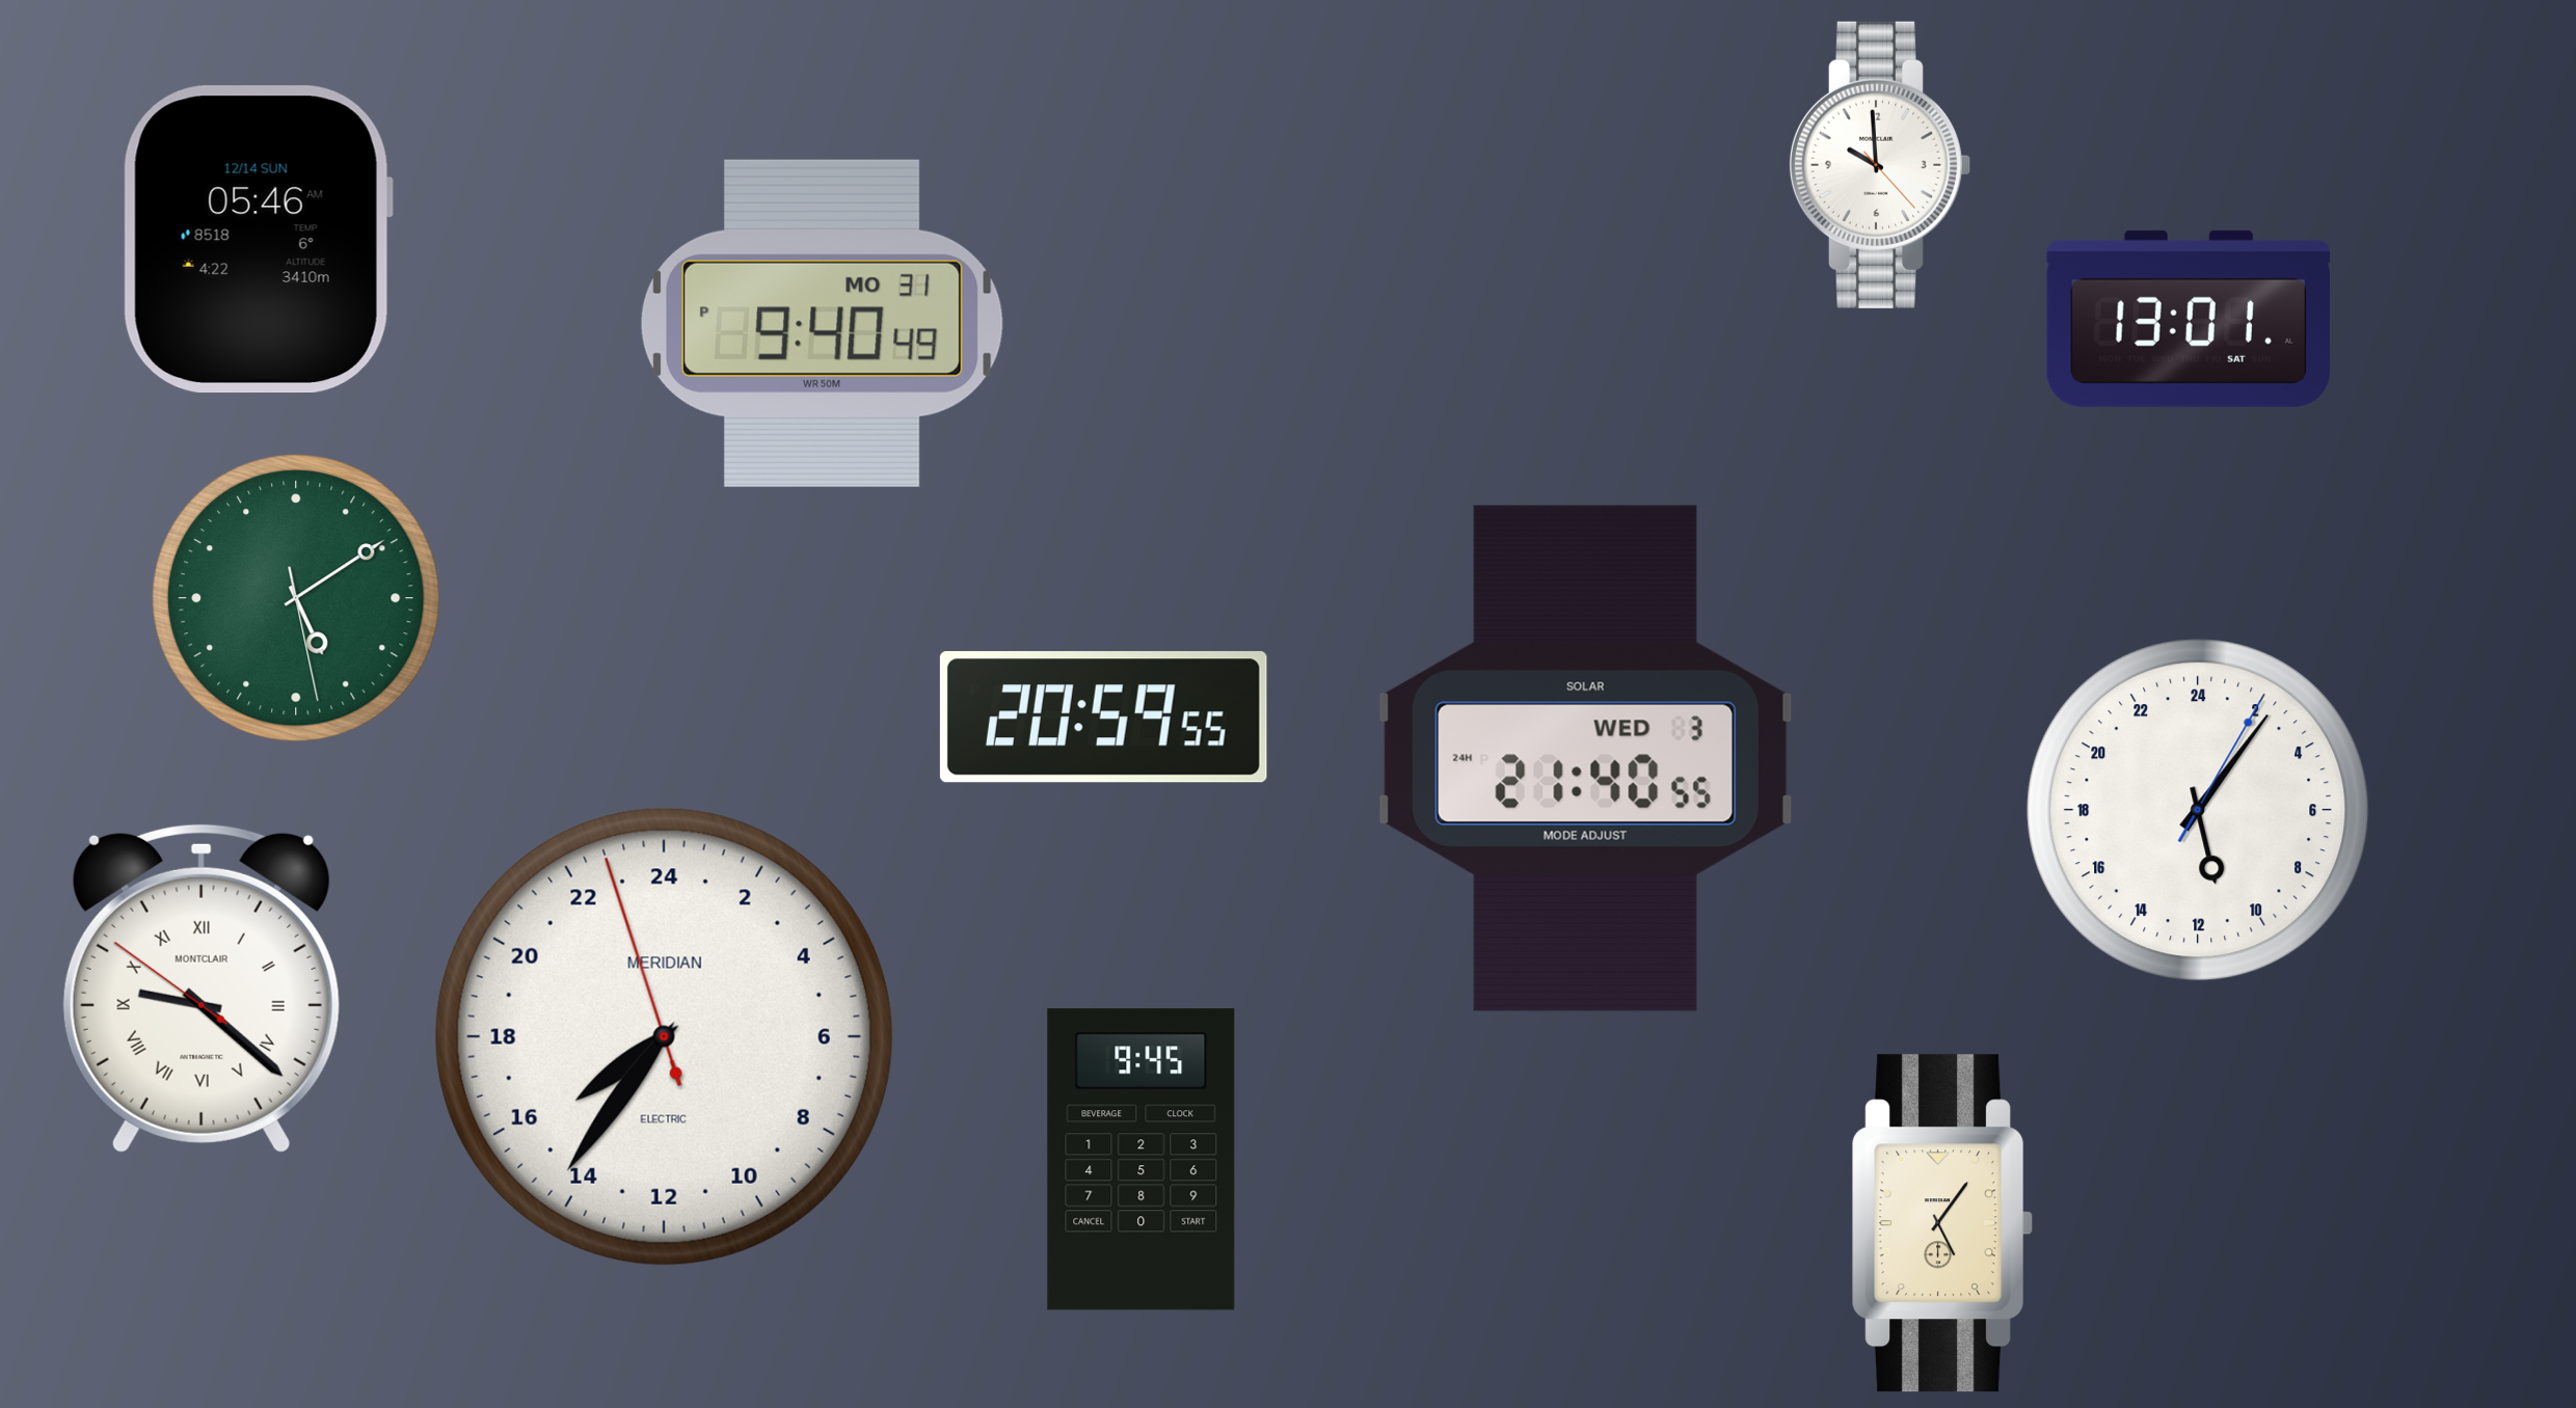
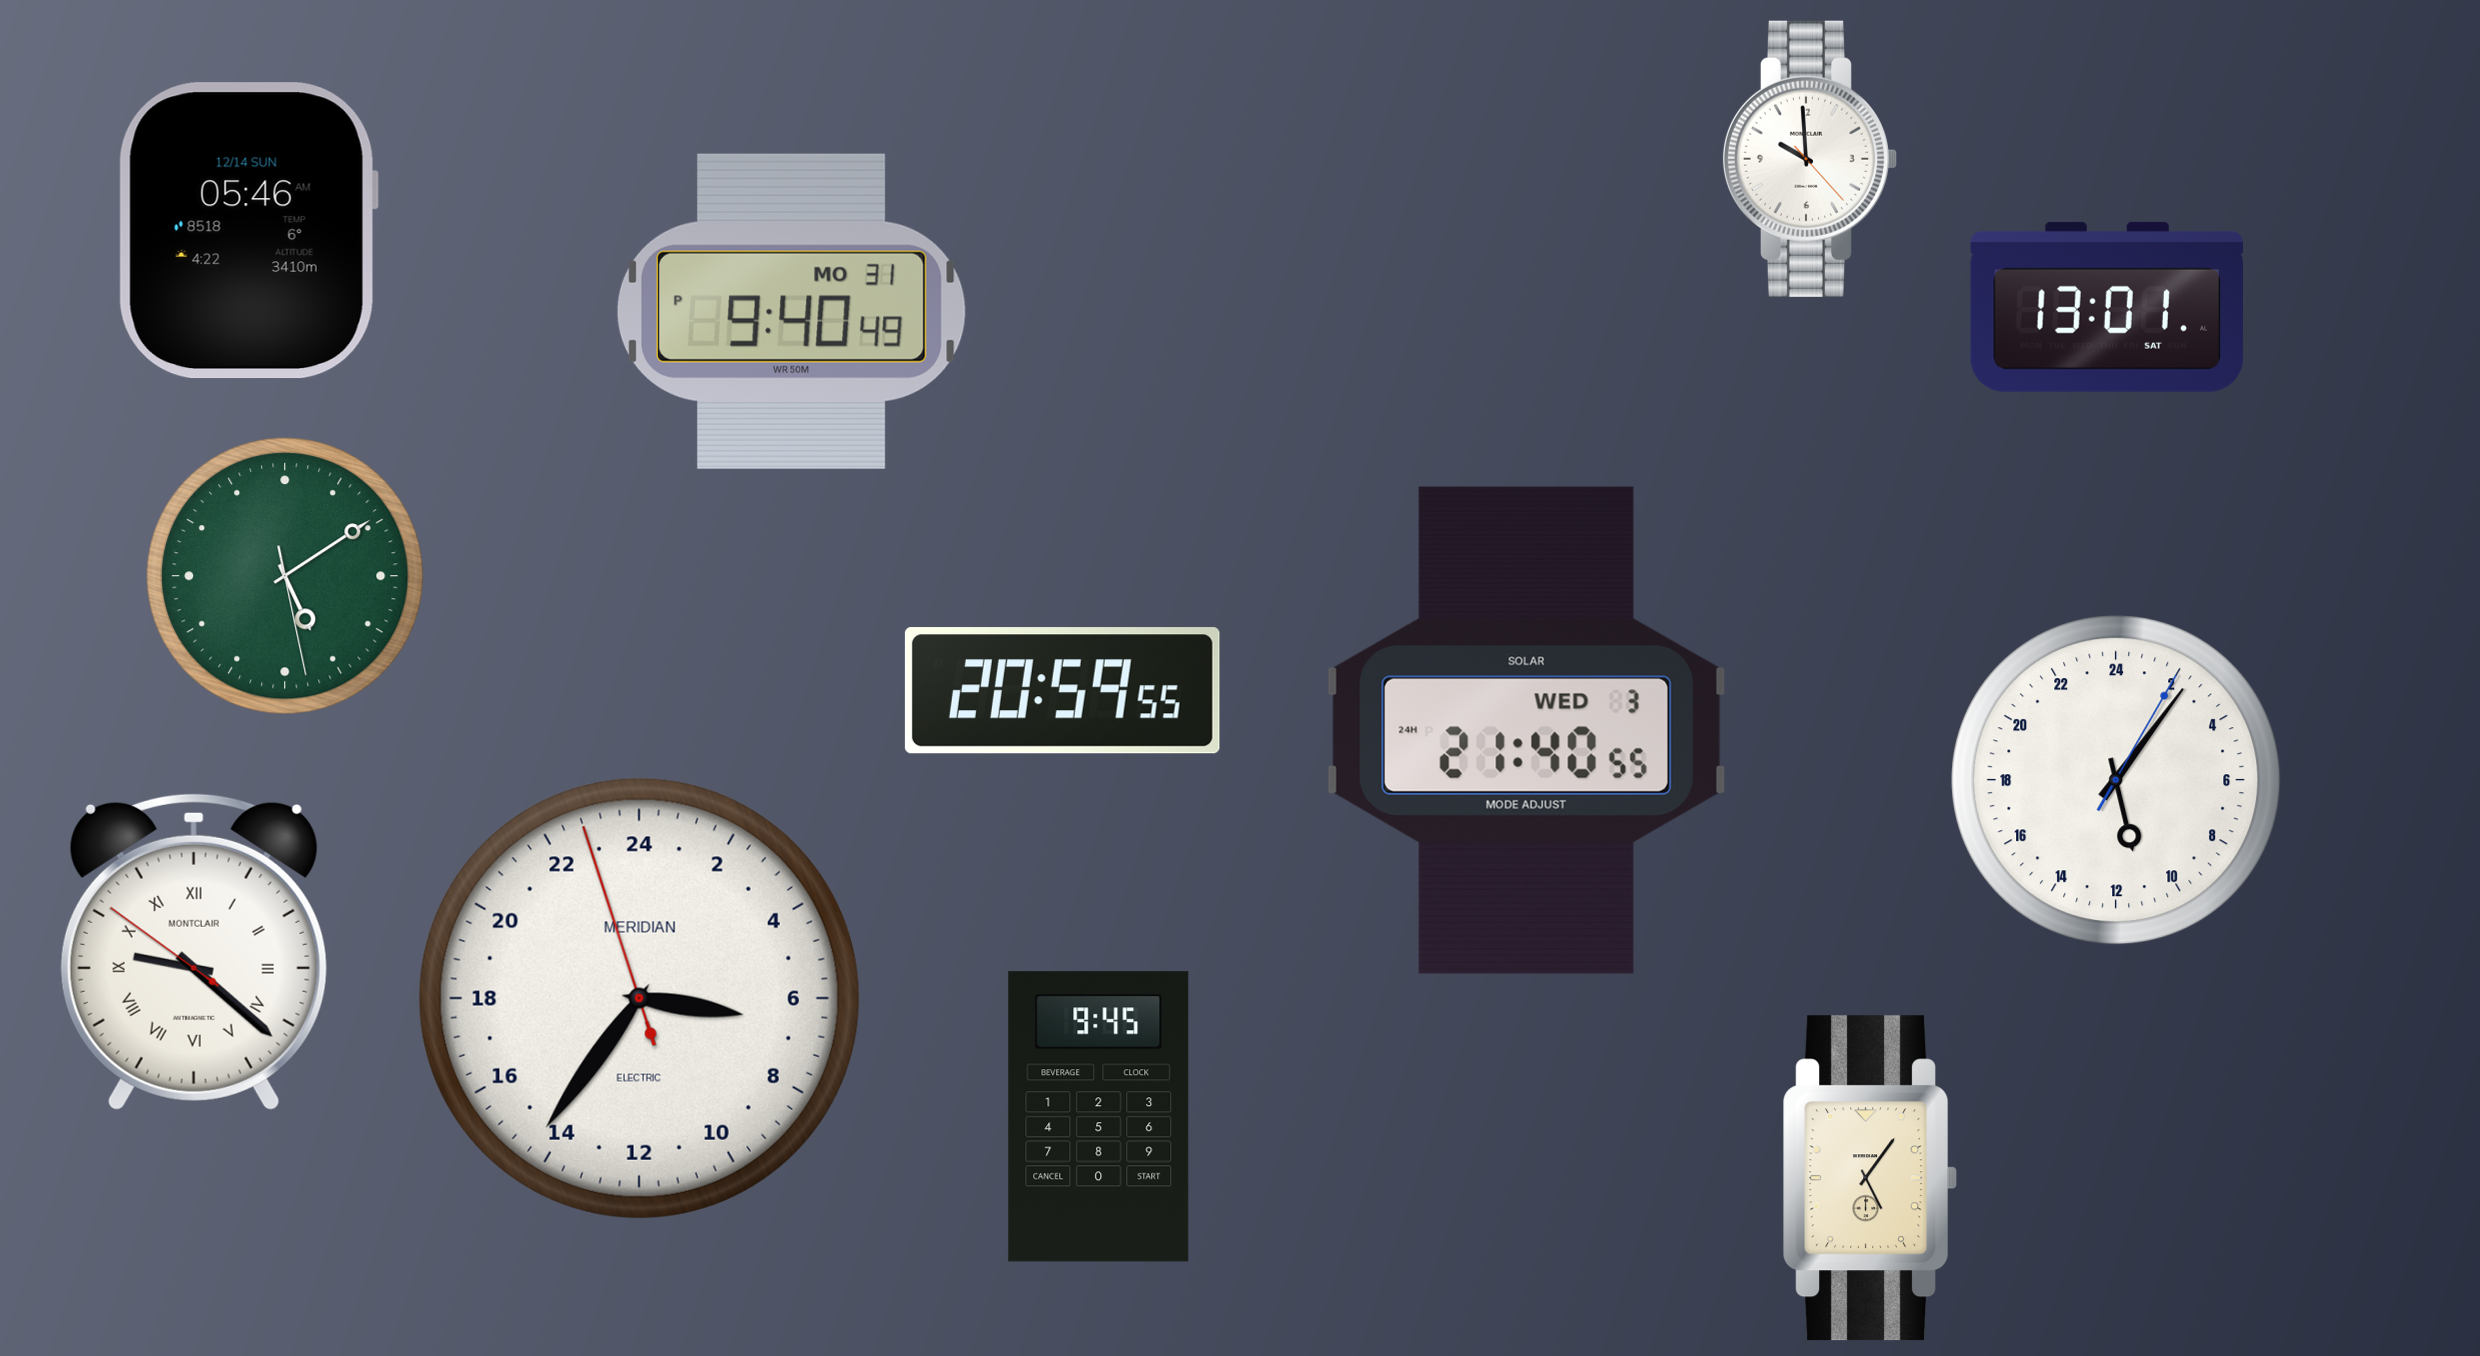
clock at (664, 1036): 15:35 -> 6:35
